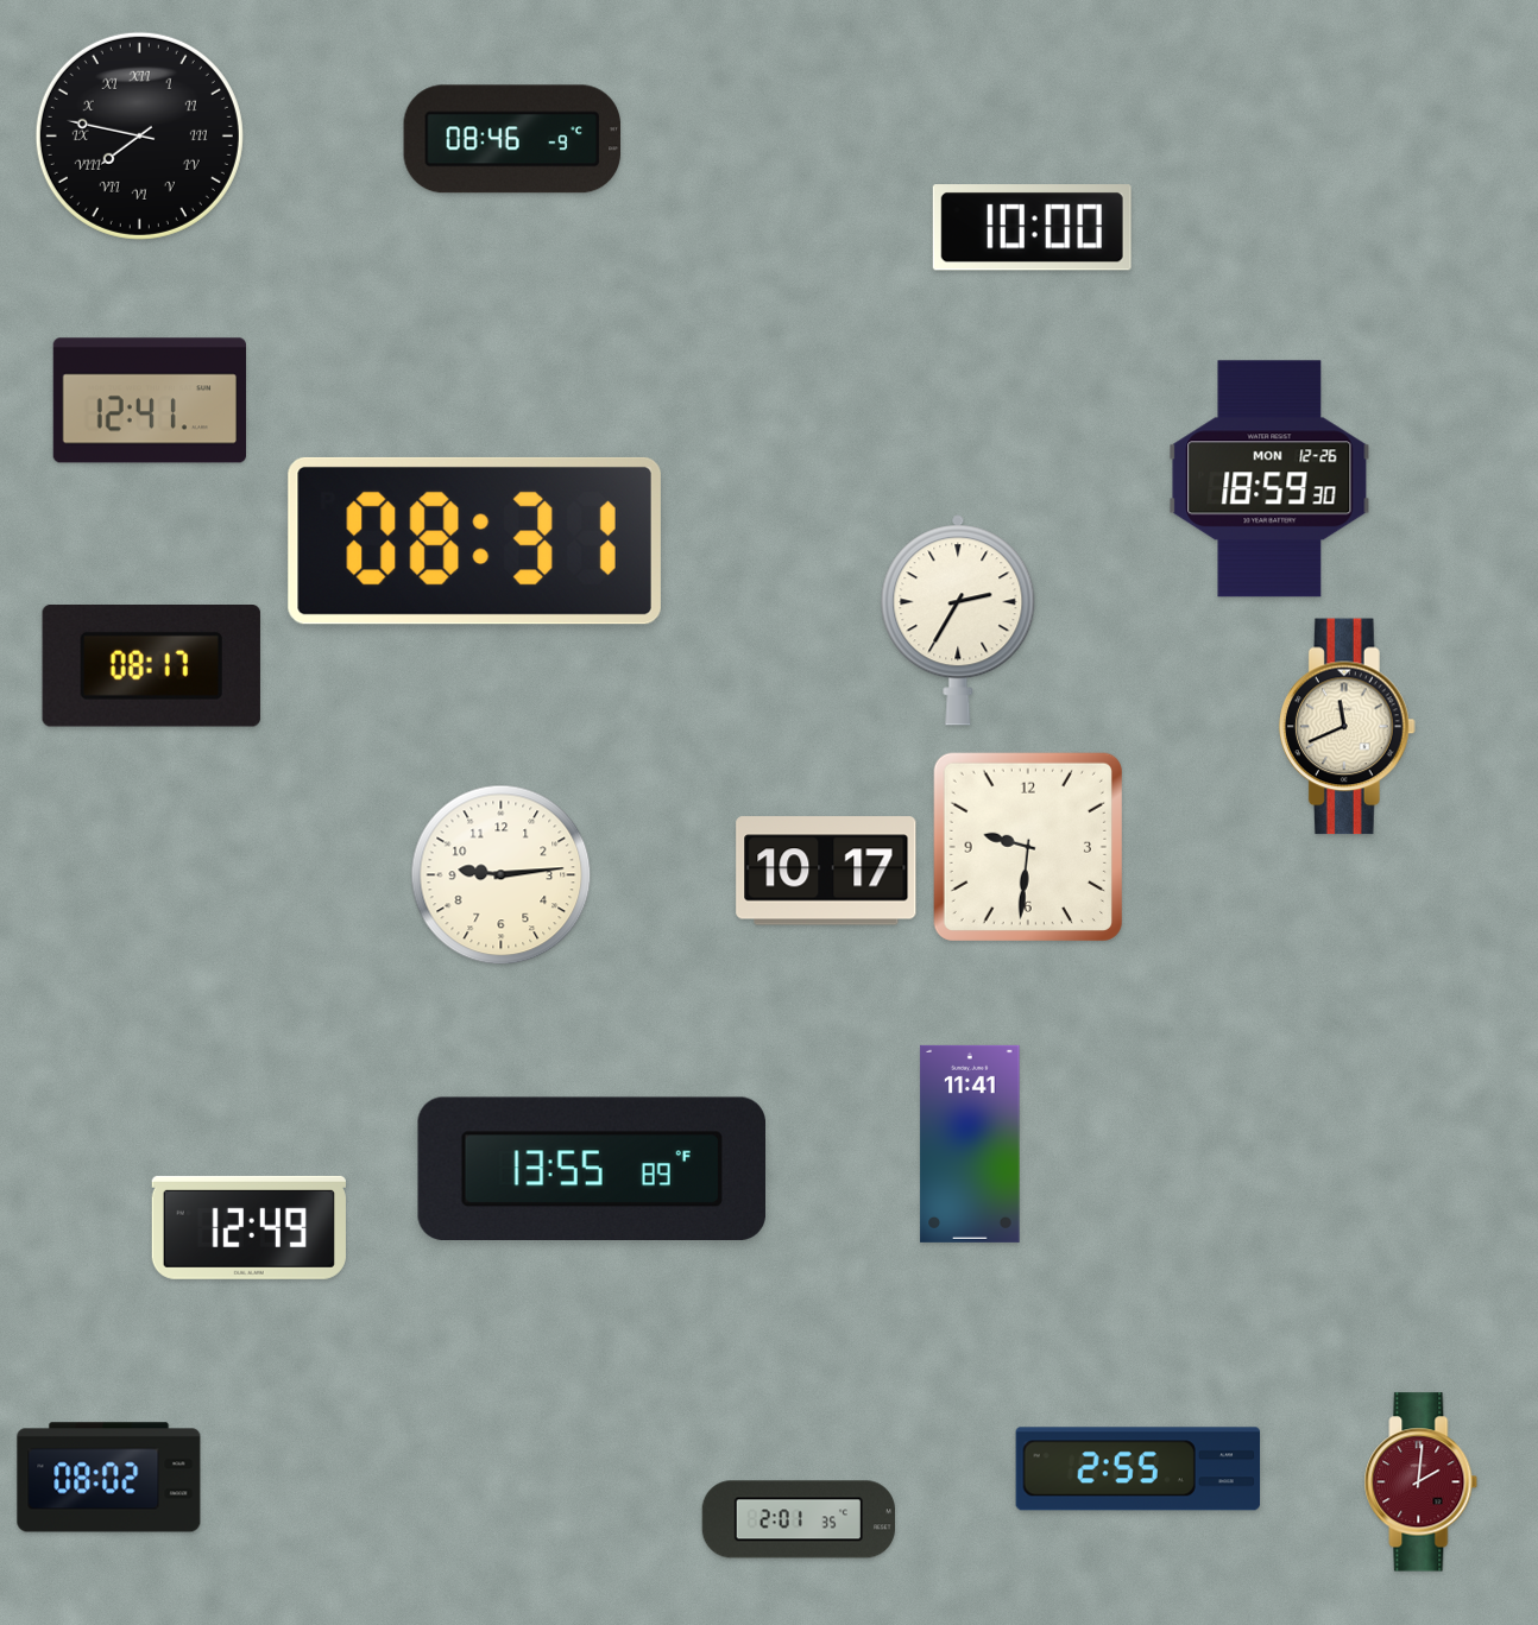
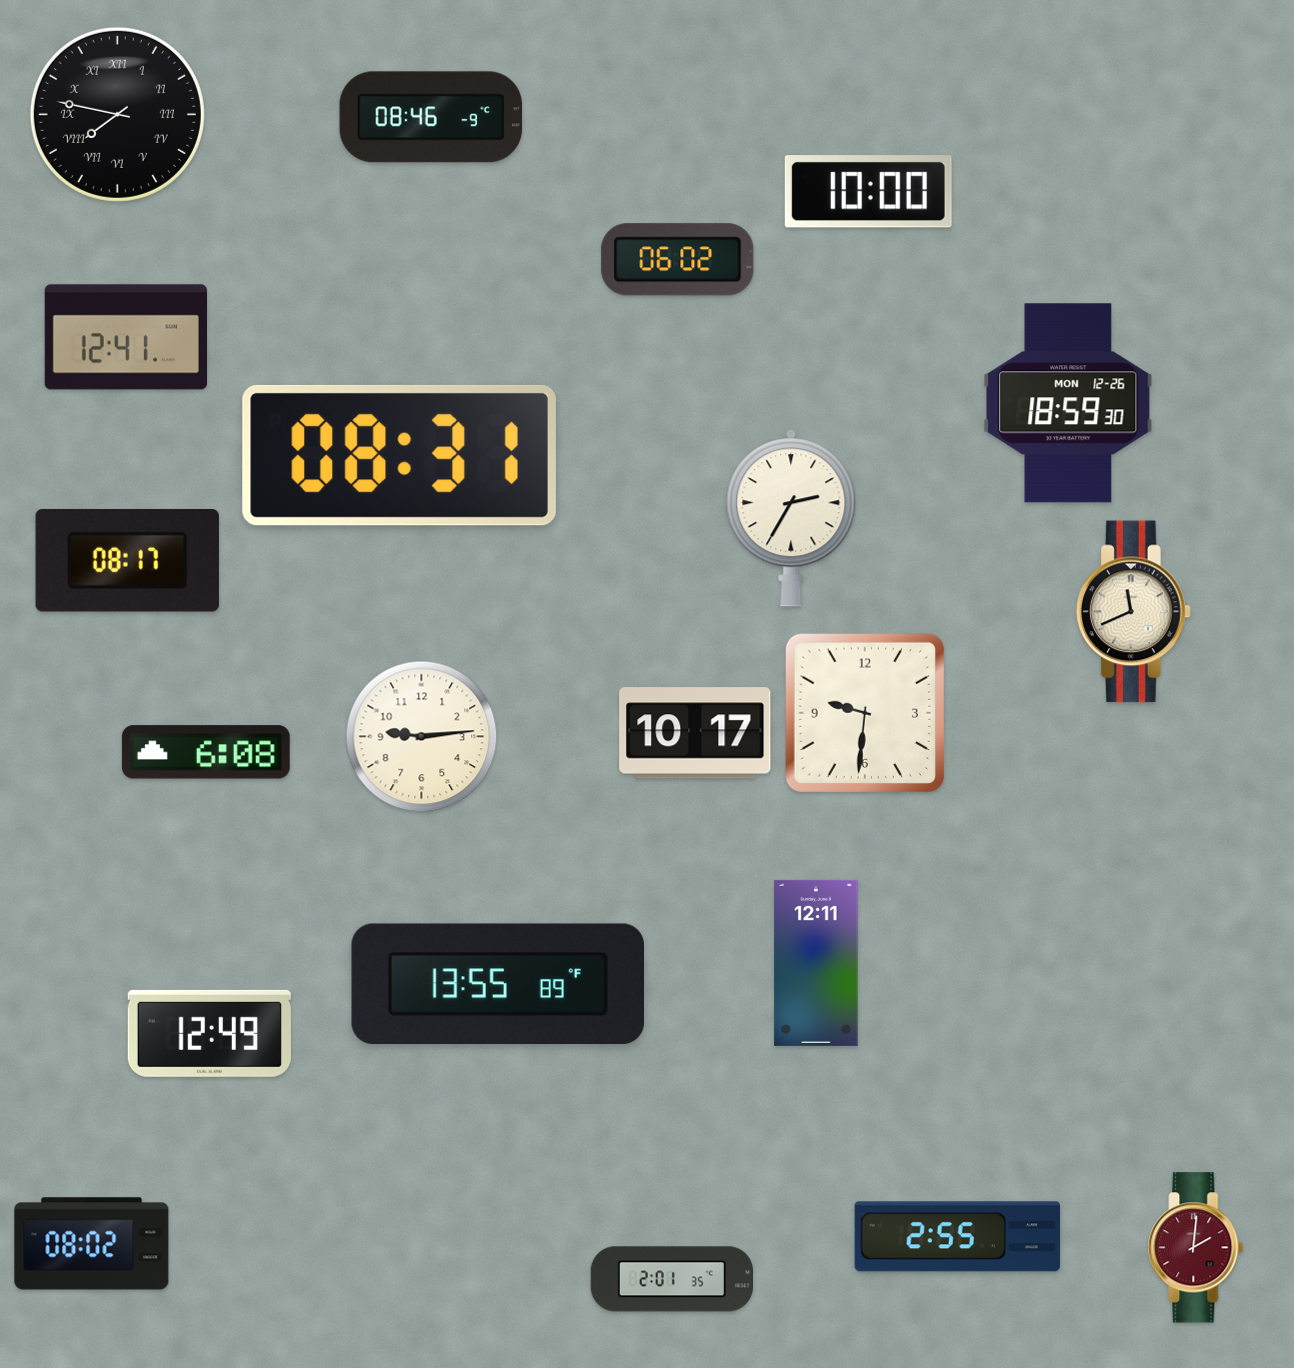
clock at (678, 260): none -> 06:02
clock at (958, 620) position: (958, 620) -> (791, 518)
clock at (206, 752): none -> 6:08
clock at (970, 1144): 11:41 -> 12:11
